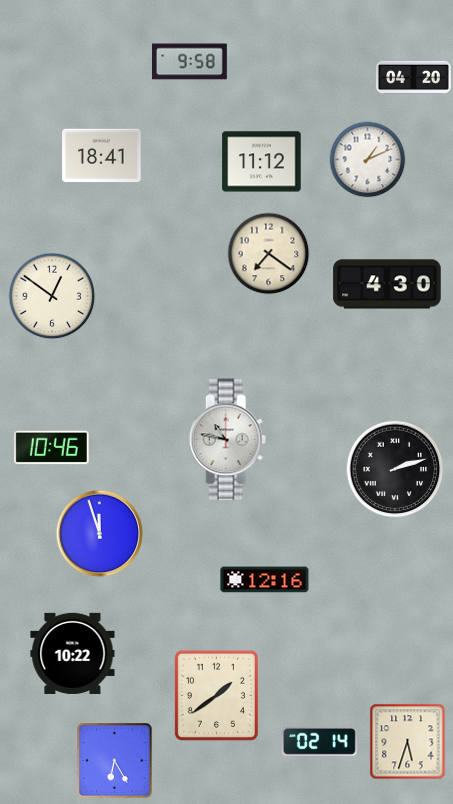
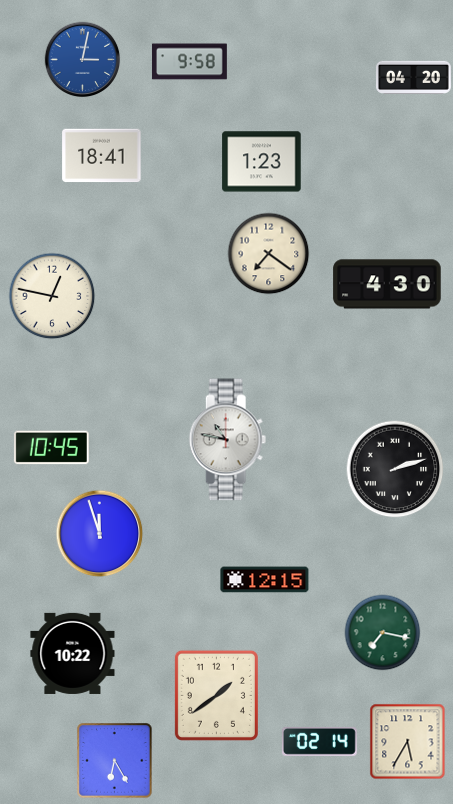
clock at (83, 60): none -> 3:02
clock at (368, 160): 1:11 -> none
clock at (262, 162): 11:12 -> 1:23
clock at (52, 296): 12:51 -> 12:47
clock at (51, 448): 10:46 -> 10:45
clock at (265, 580): 12:16 -> 12:15
clock at (383, 633): none -> 7:17
clock at (408, 742): 5:33 -> 5:35
